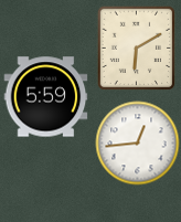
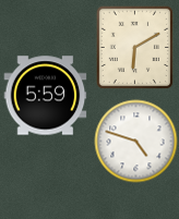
clock at (138, 144): 12:44 -> 4:48
